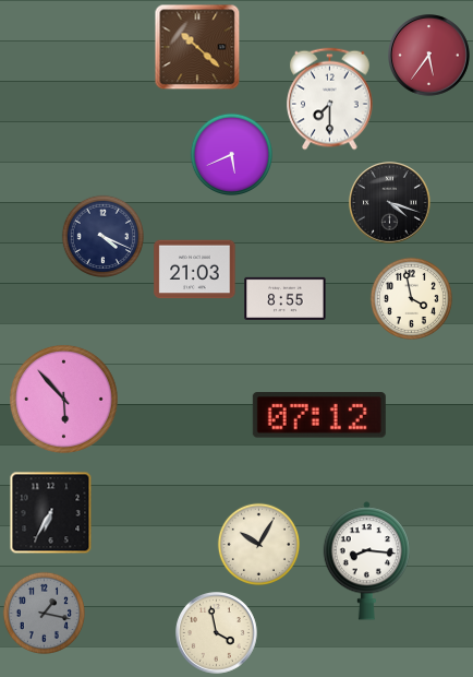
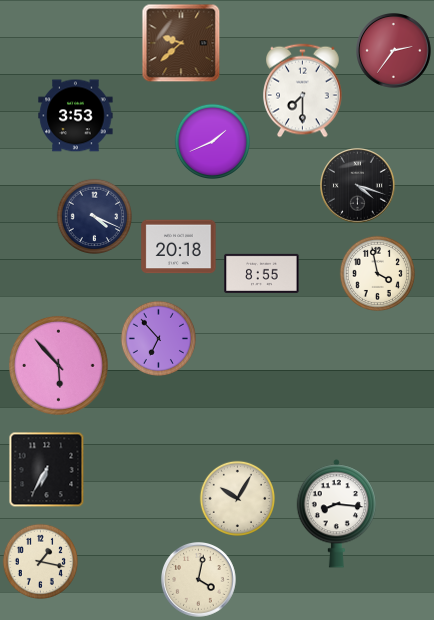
clock at (197, 47): 10:22 -> 9:38
clock at (429, 56): 5:36 -> 2:36
clock at (76, 116): none -> 3:53
clock at (231, 154): 5:41 -> 1:41
clock at (195, 270): 21:03 -> 20:18
clock at (158, 338): none -> 6:53
clock at (319, 416): 07:12 -> none
clock at (44, 613) dial: grey -> cream
clock at (217, 633): 3:58 -> 4:02
